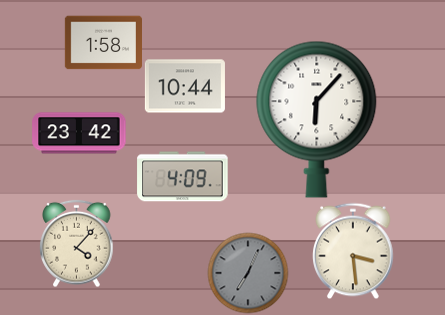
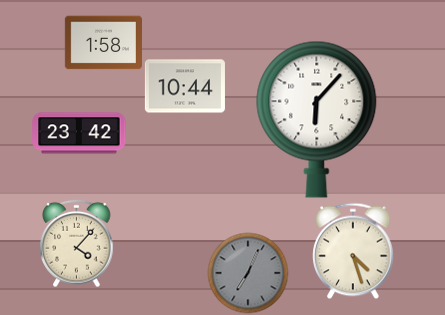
clock at (183, 177): 4:09 -> none
clock at (353, 251): 3:29 -> 4:27
